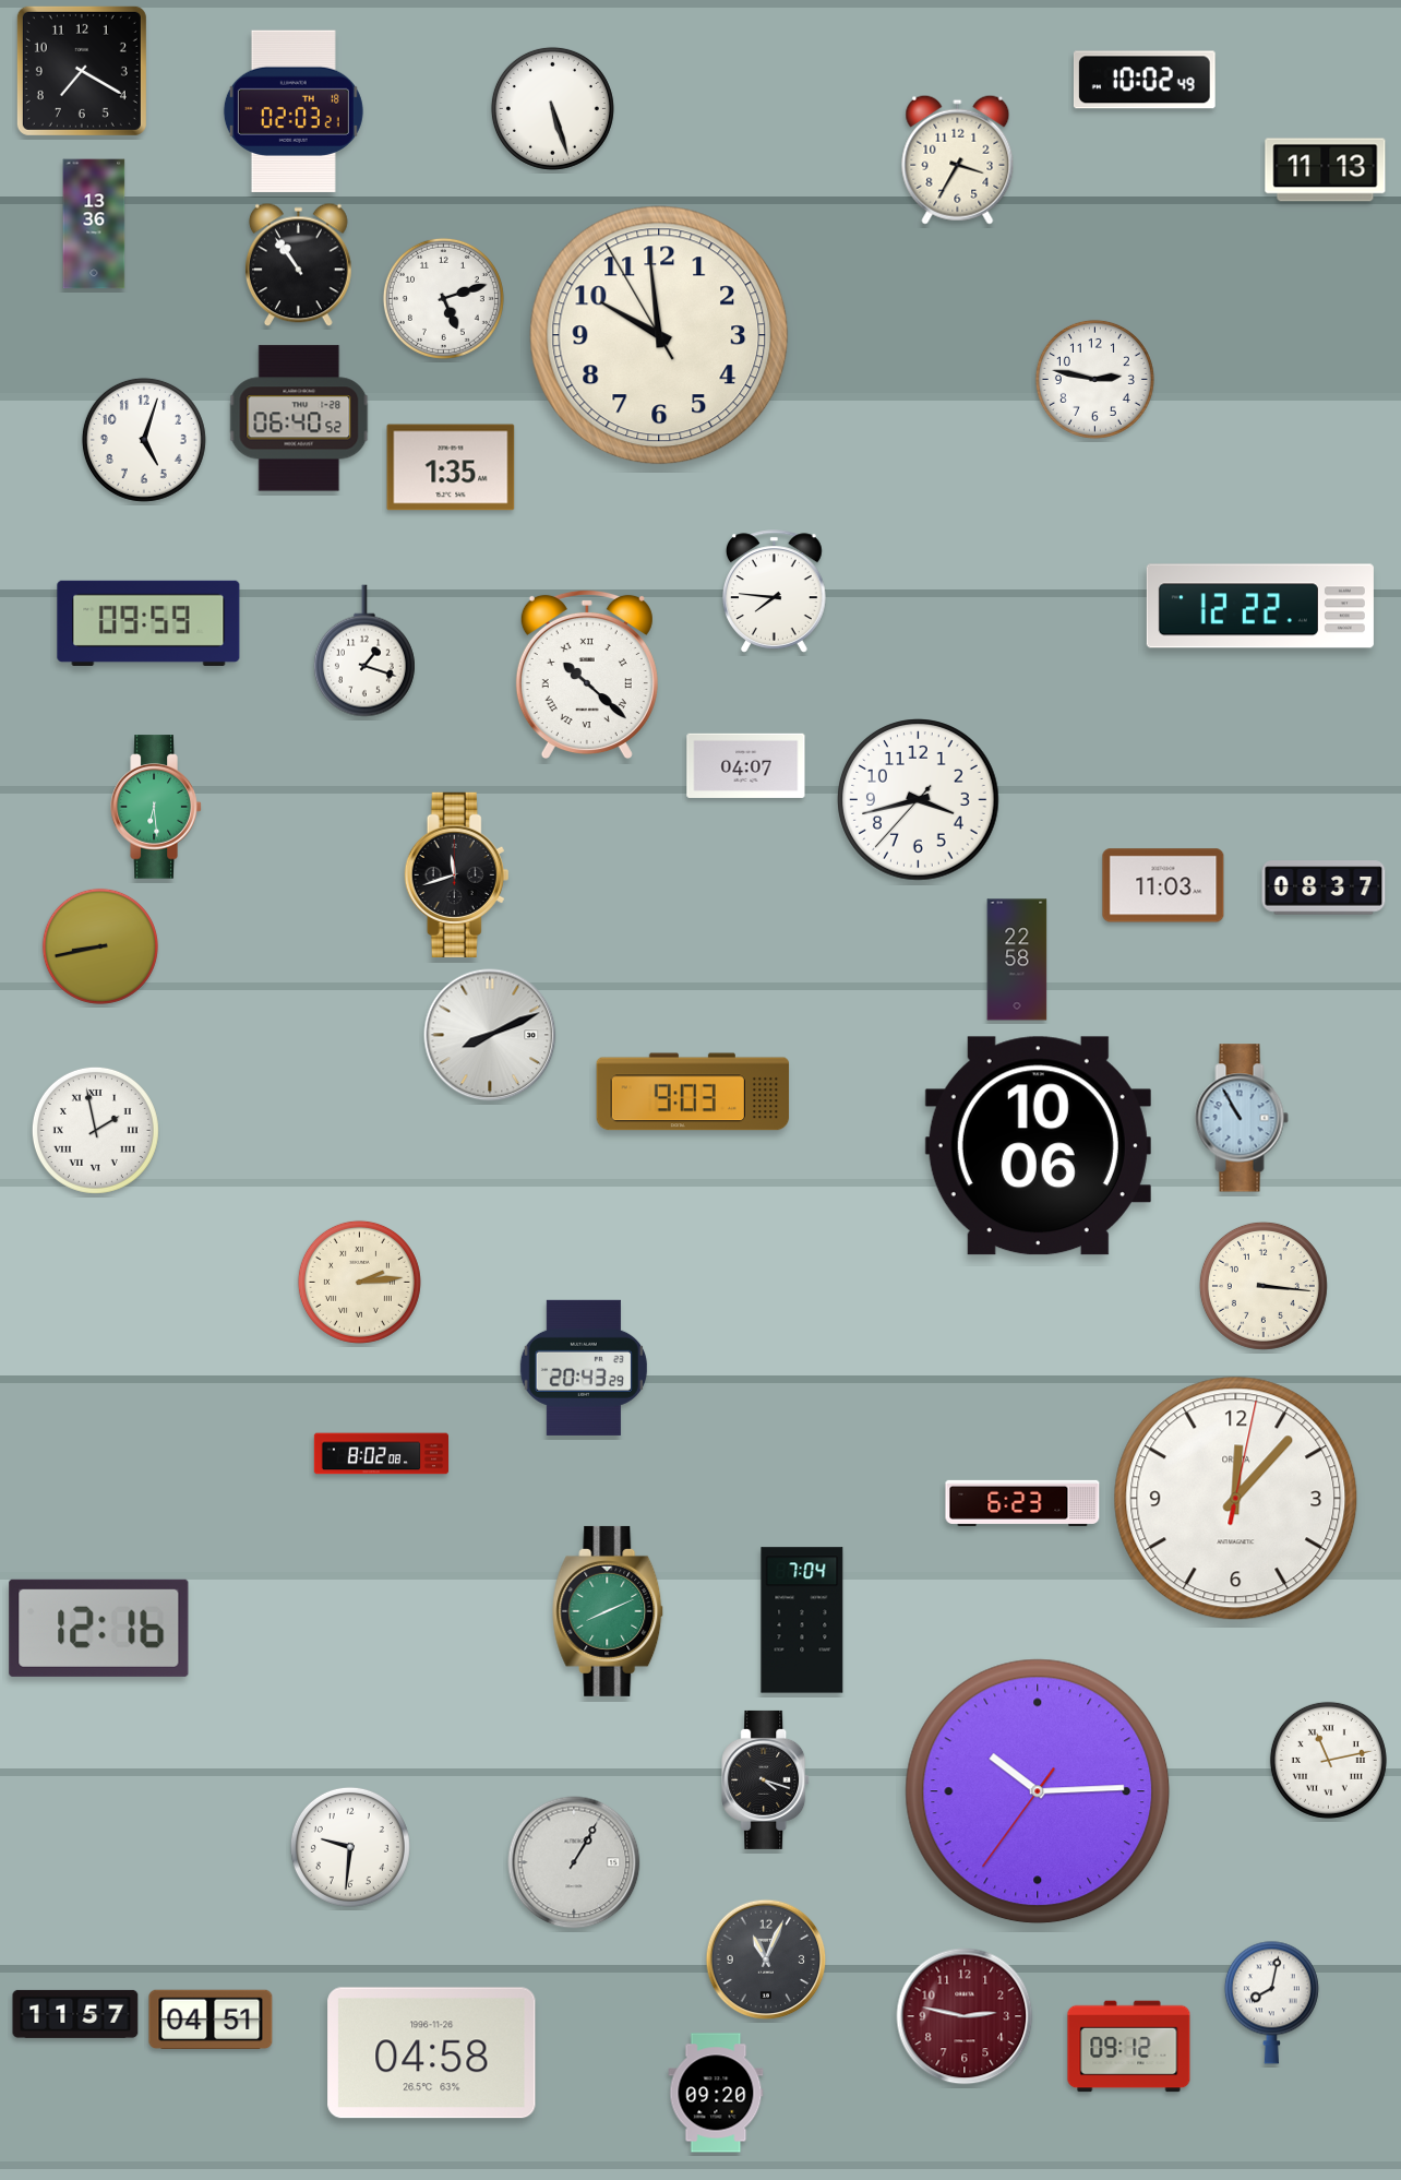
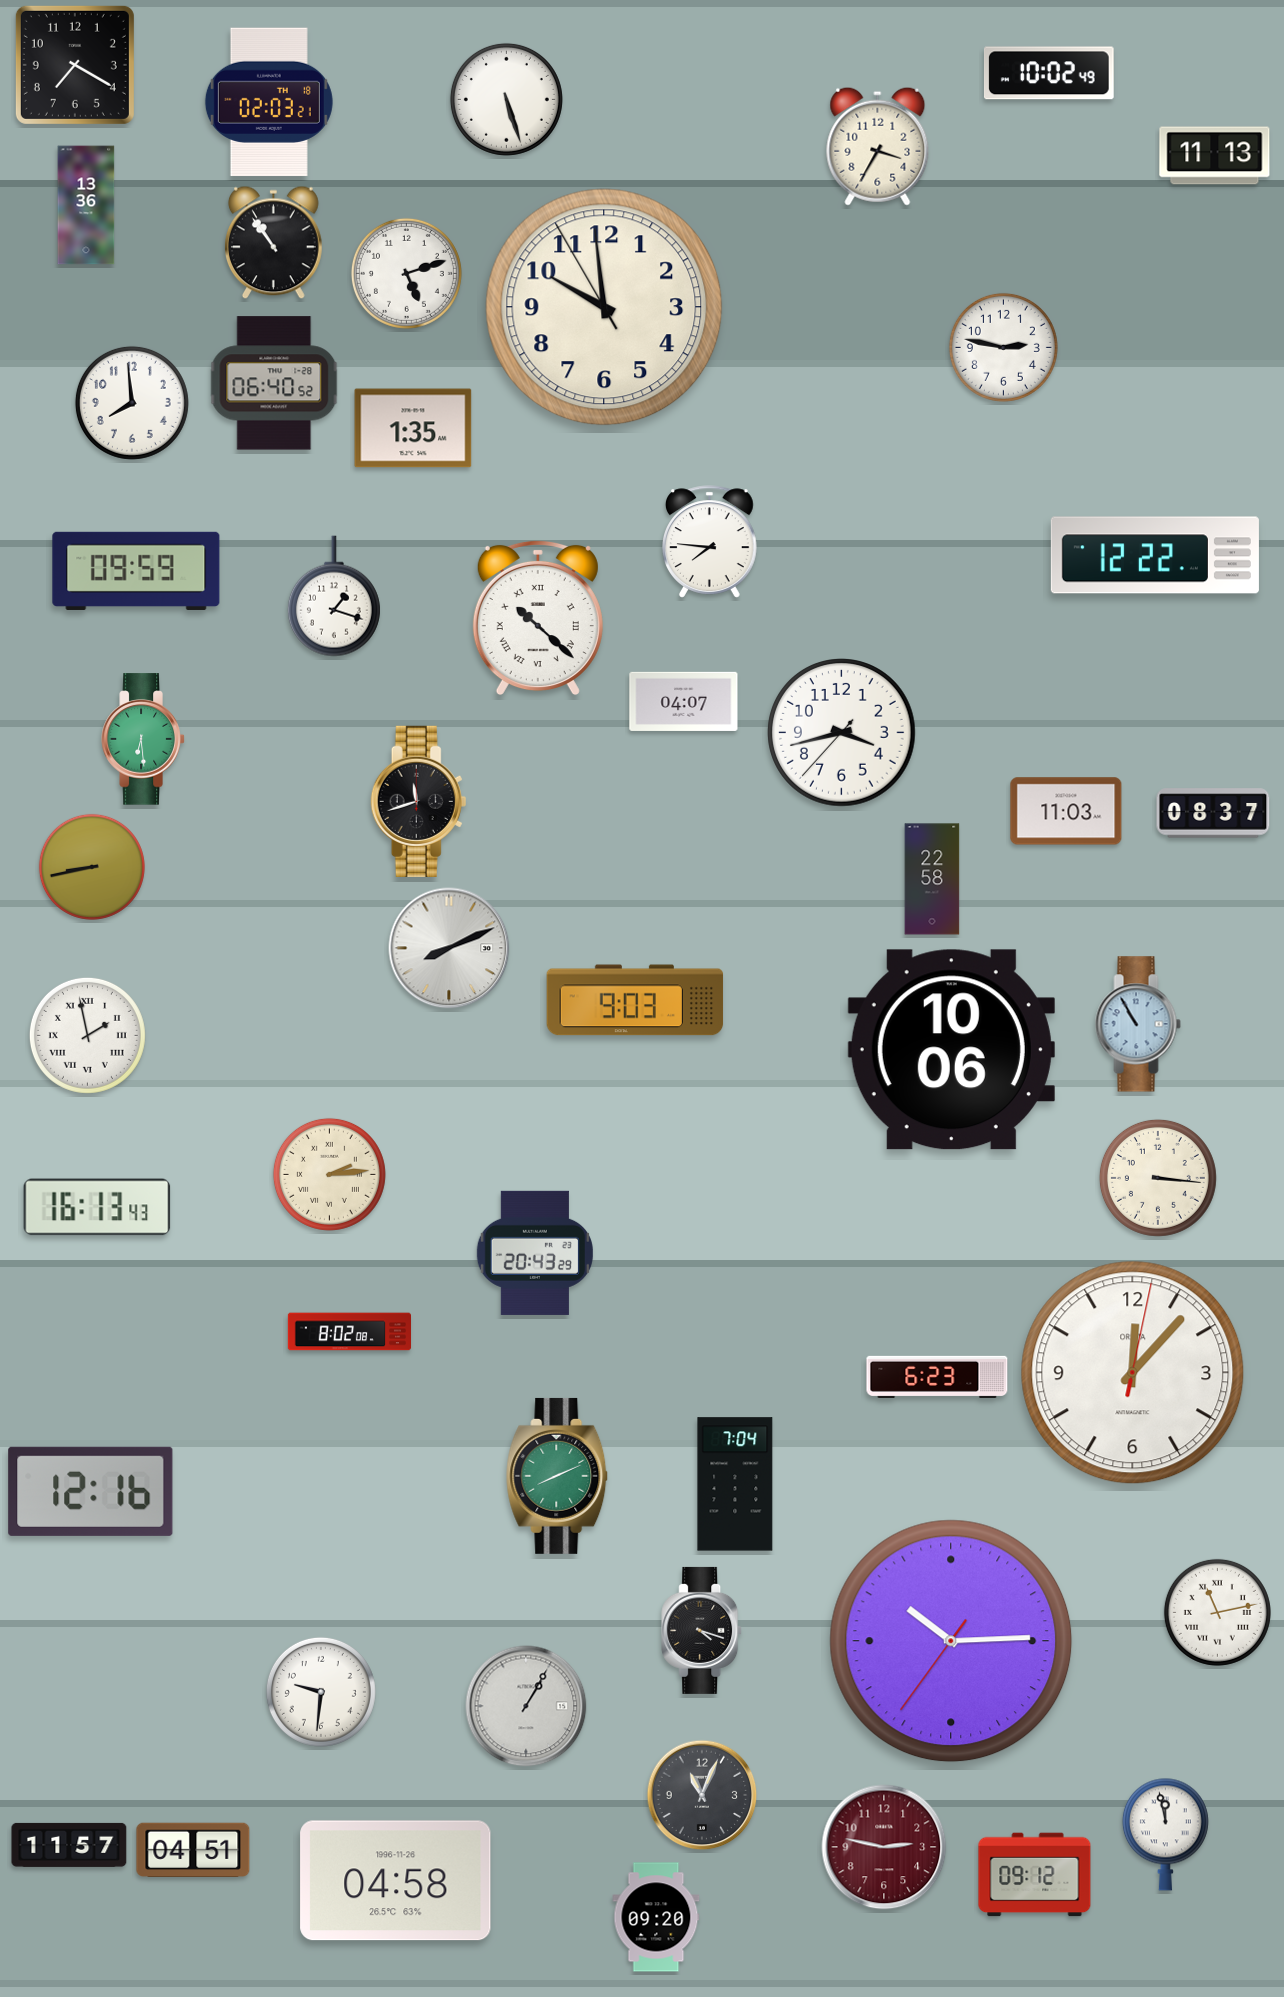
clock at (144, 440): 5:03 -> 7:59
clock at (97, 1207): none -> 16:13
clock at (1271, 2002): 8:02 -> 11:58
